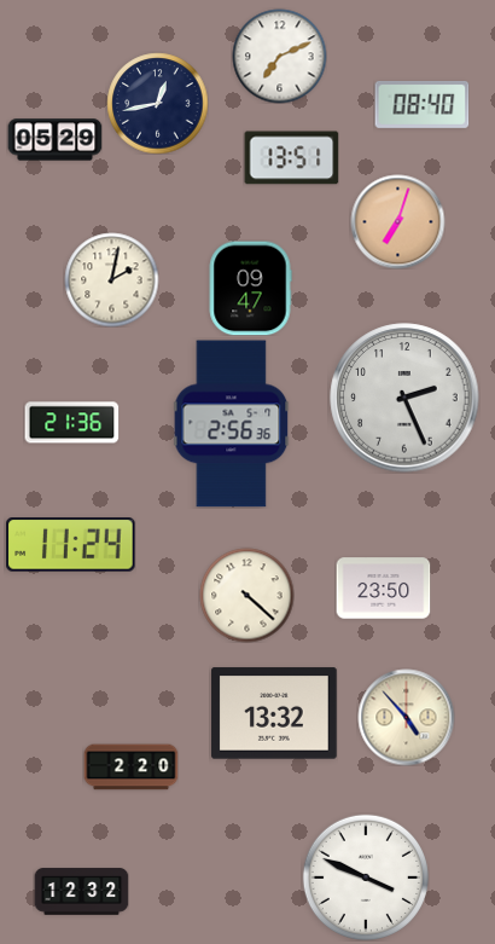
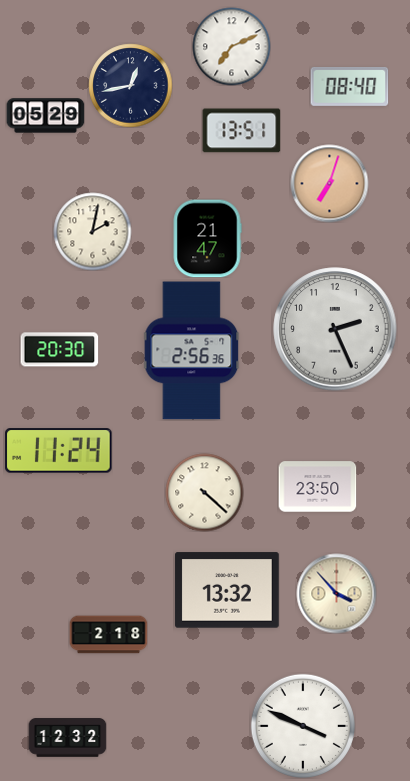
clock at (250, 288): 09:47 -> 21:47
clock at (71, 423): 21:36 -> 20:30
clock at (406, 717): 4:53 -> 3:53
clock at (130, 768): 2:20 -> 2:18
